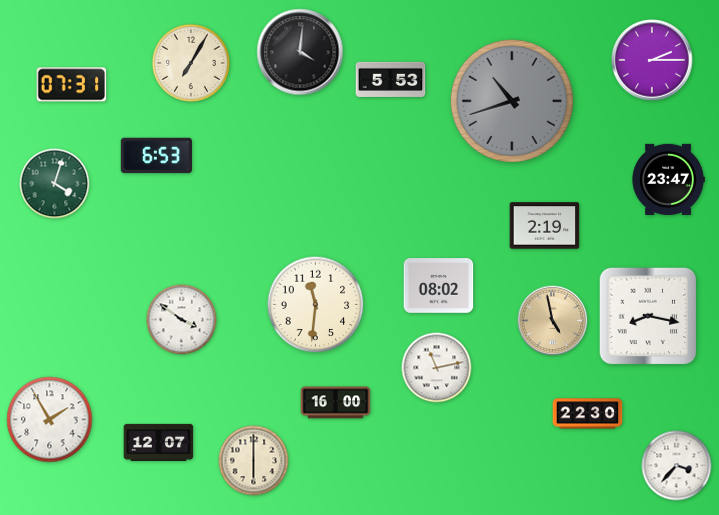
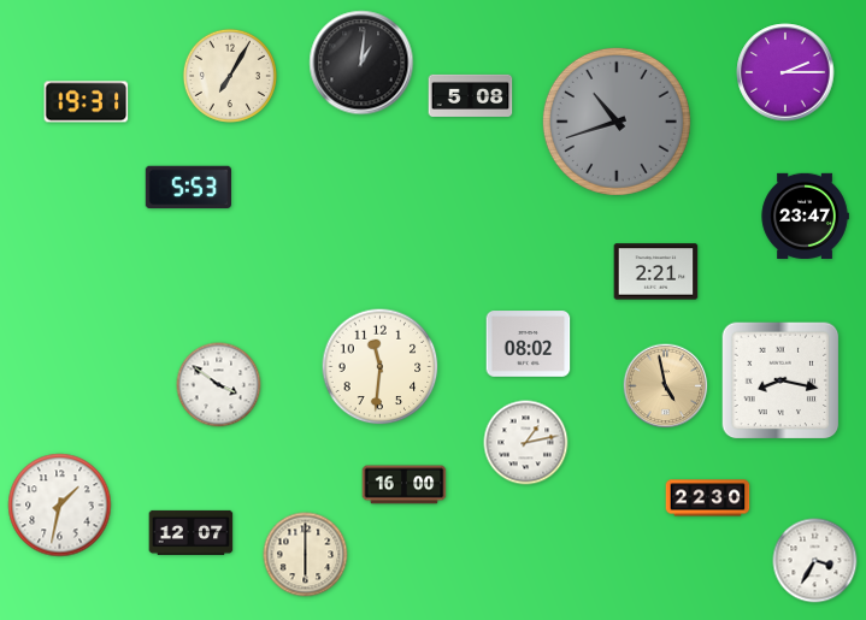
clock at (300, 52): 4:01 -> 1:01
clock at (391, 79): 5:53 -> 5:08
clock at (72, 85): 07:31 -> 19:31
clock at (156, 156): 6:53 -> 5:53
clock at (55, 184): 4:03 -> none
clock at (545, 226): 2:19 -> 2:21
clock at (437, 368): 11:13 -> 1:13
clock at (50, 420): 1:55 -> 1:32
clock at (677, 466): 3:37 -> 3:35
